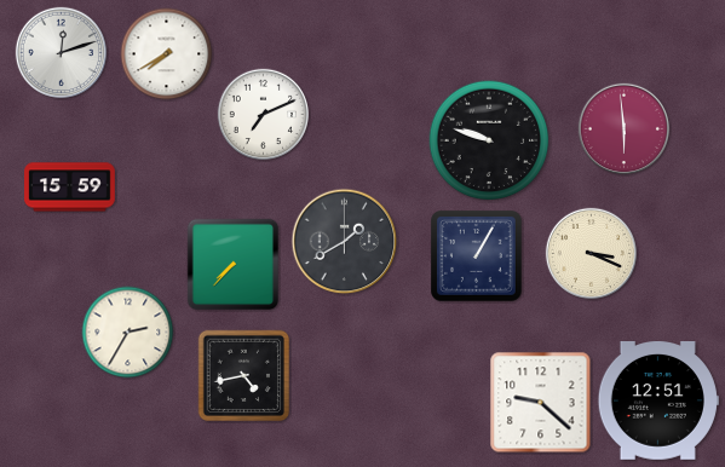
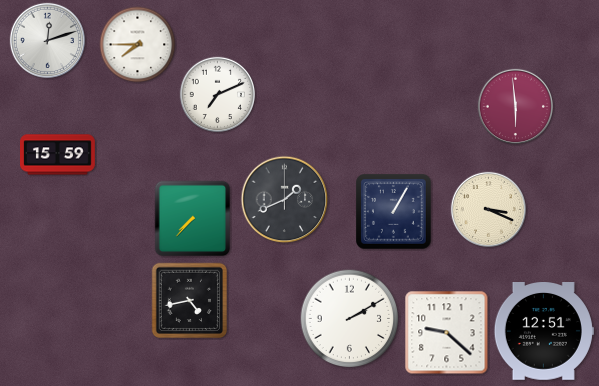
clock at (61, 52) position: (61, 52) -> (47, 40)
clock at (167, 54): 7:40 -> 7:45
clock at (489, 140): 9:48 -> none
clock at (345, 242): 1:40 -> 1:41
clock at (128, 333): 2:35 -> none
clock at (243, 375) position: (243, 375) -> (189, 300)
clock at (350, 319): none -> 2:10
